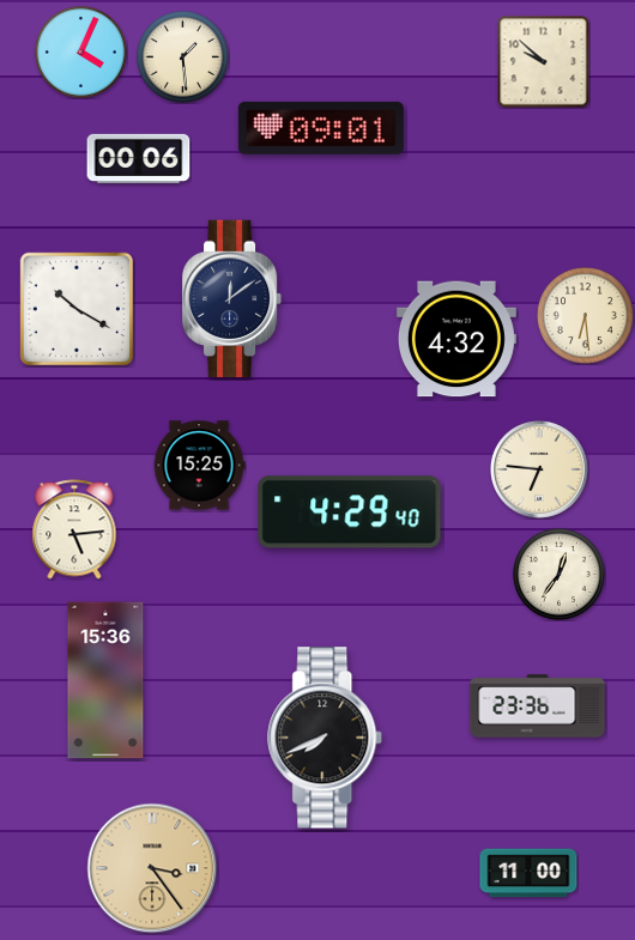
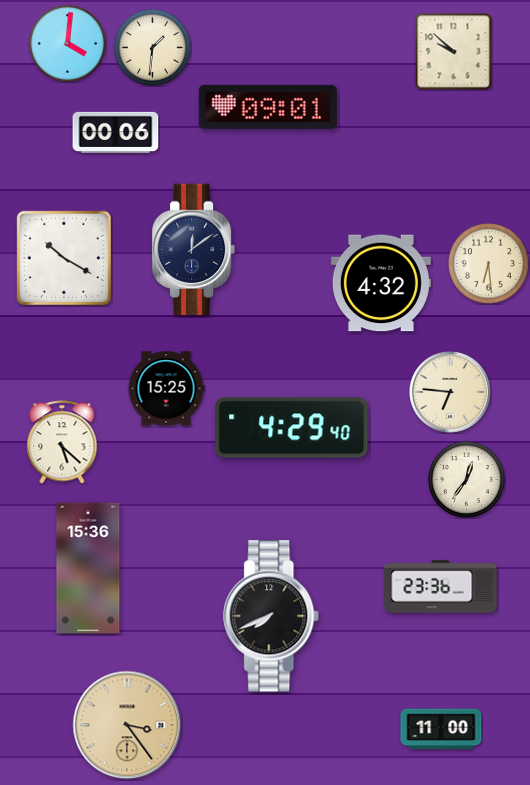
clock at (80, 51): 4:04 -> 4:01
clock at (182, 56): 1:29 -> 1:31
clock at (74, 529): 5:14 -> 5:22
clock at (538, 706) position: (538, 706) -> (441, 587)
